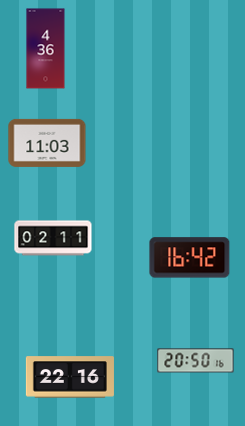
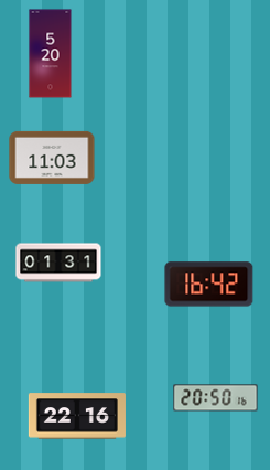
clock at (46, 49): 4:36 -> 5:20
clock at (53, 238): 02:11 -> 01:31
